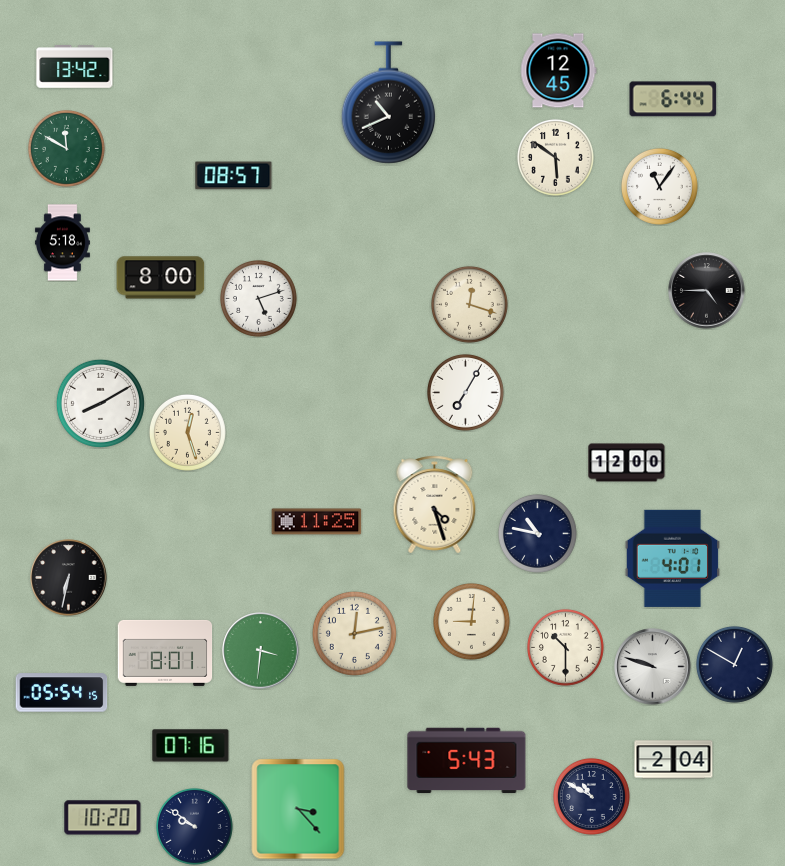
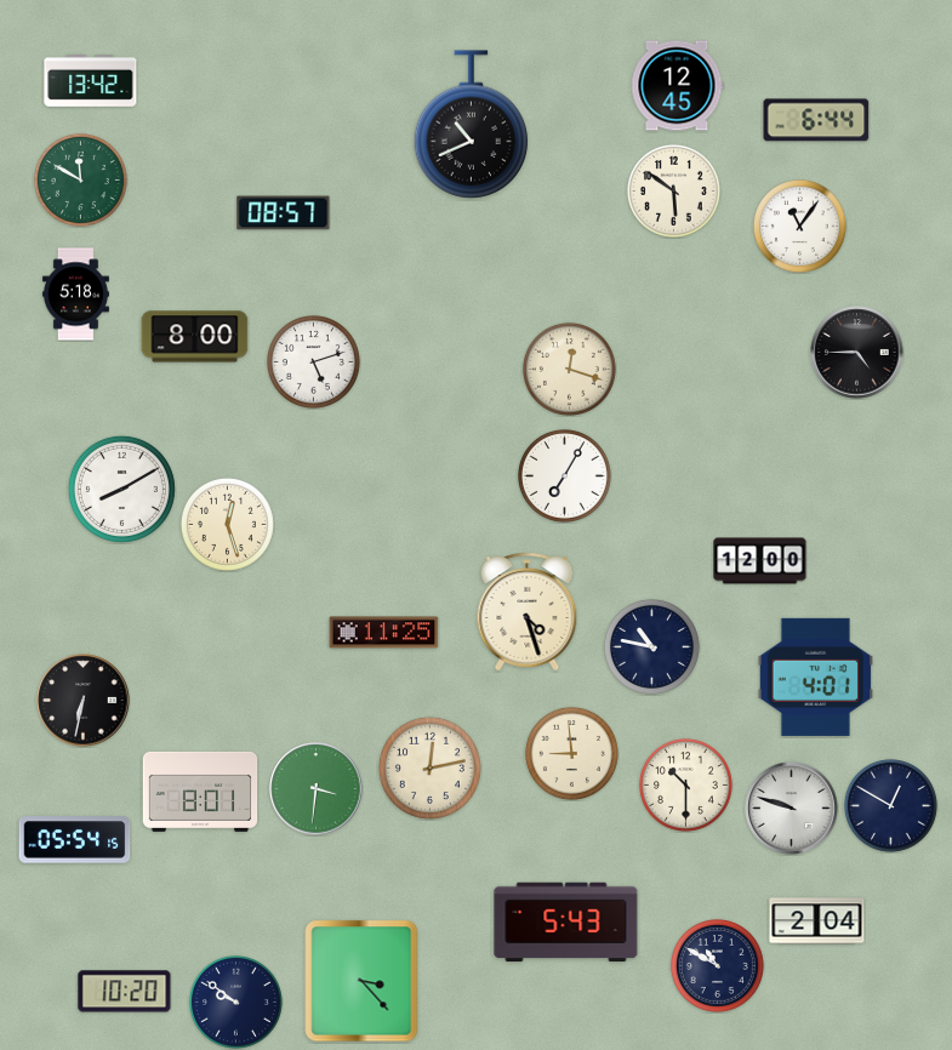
clock at (471, 621): 9:01 -> 8:59
clock at (191, 746): 07:16 -> none
